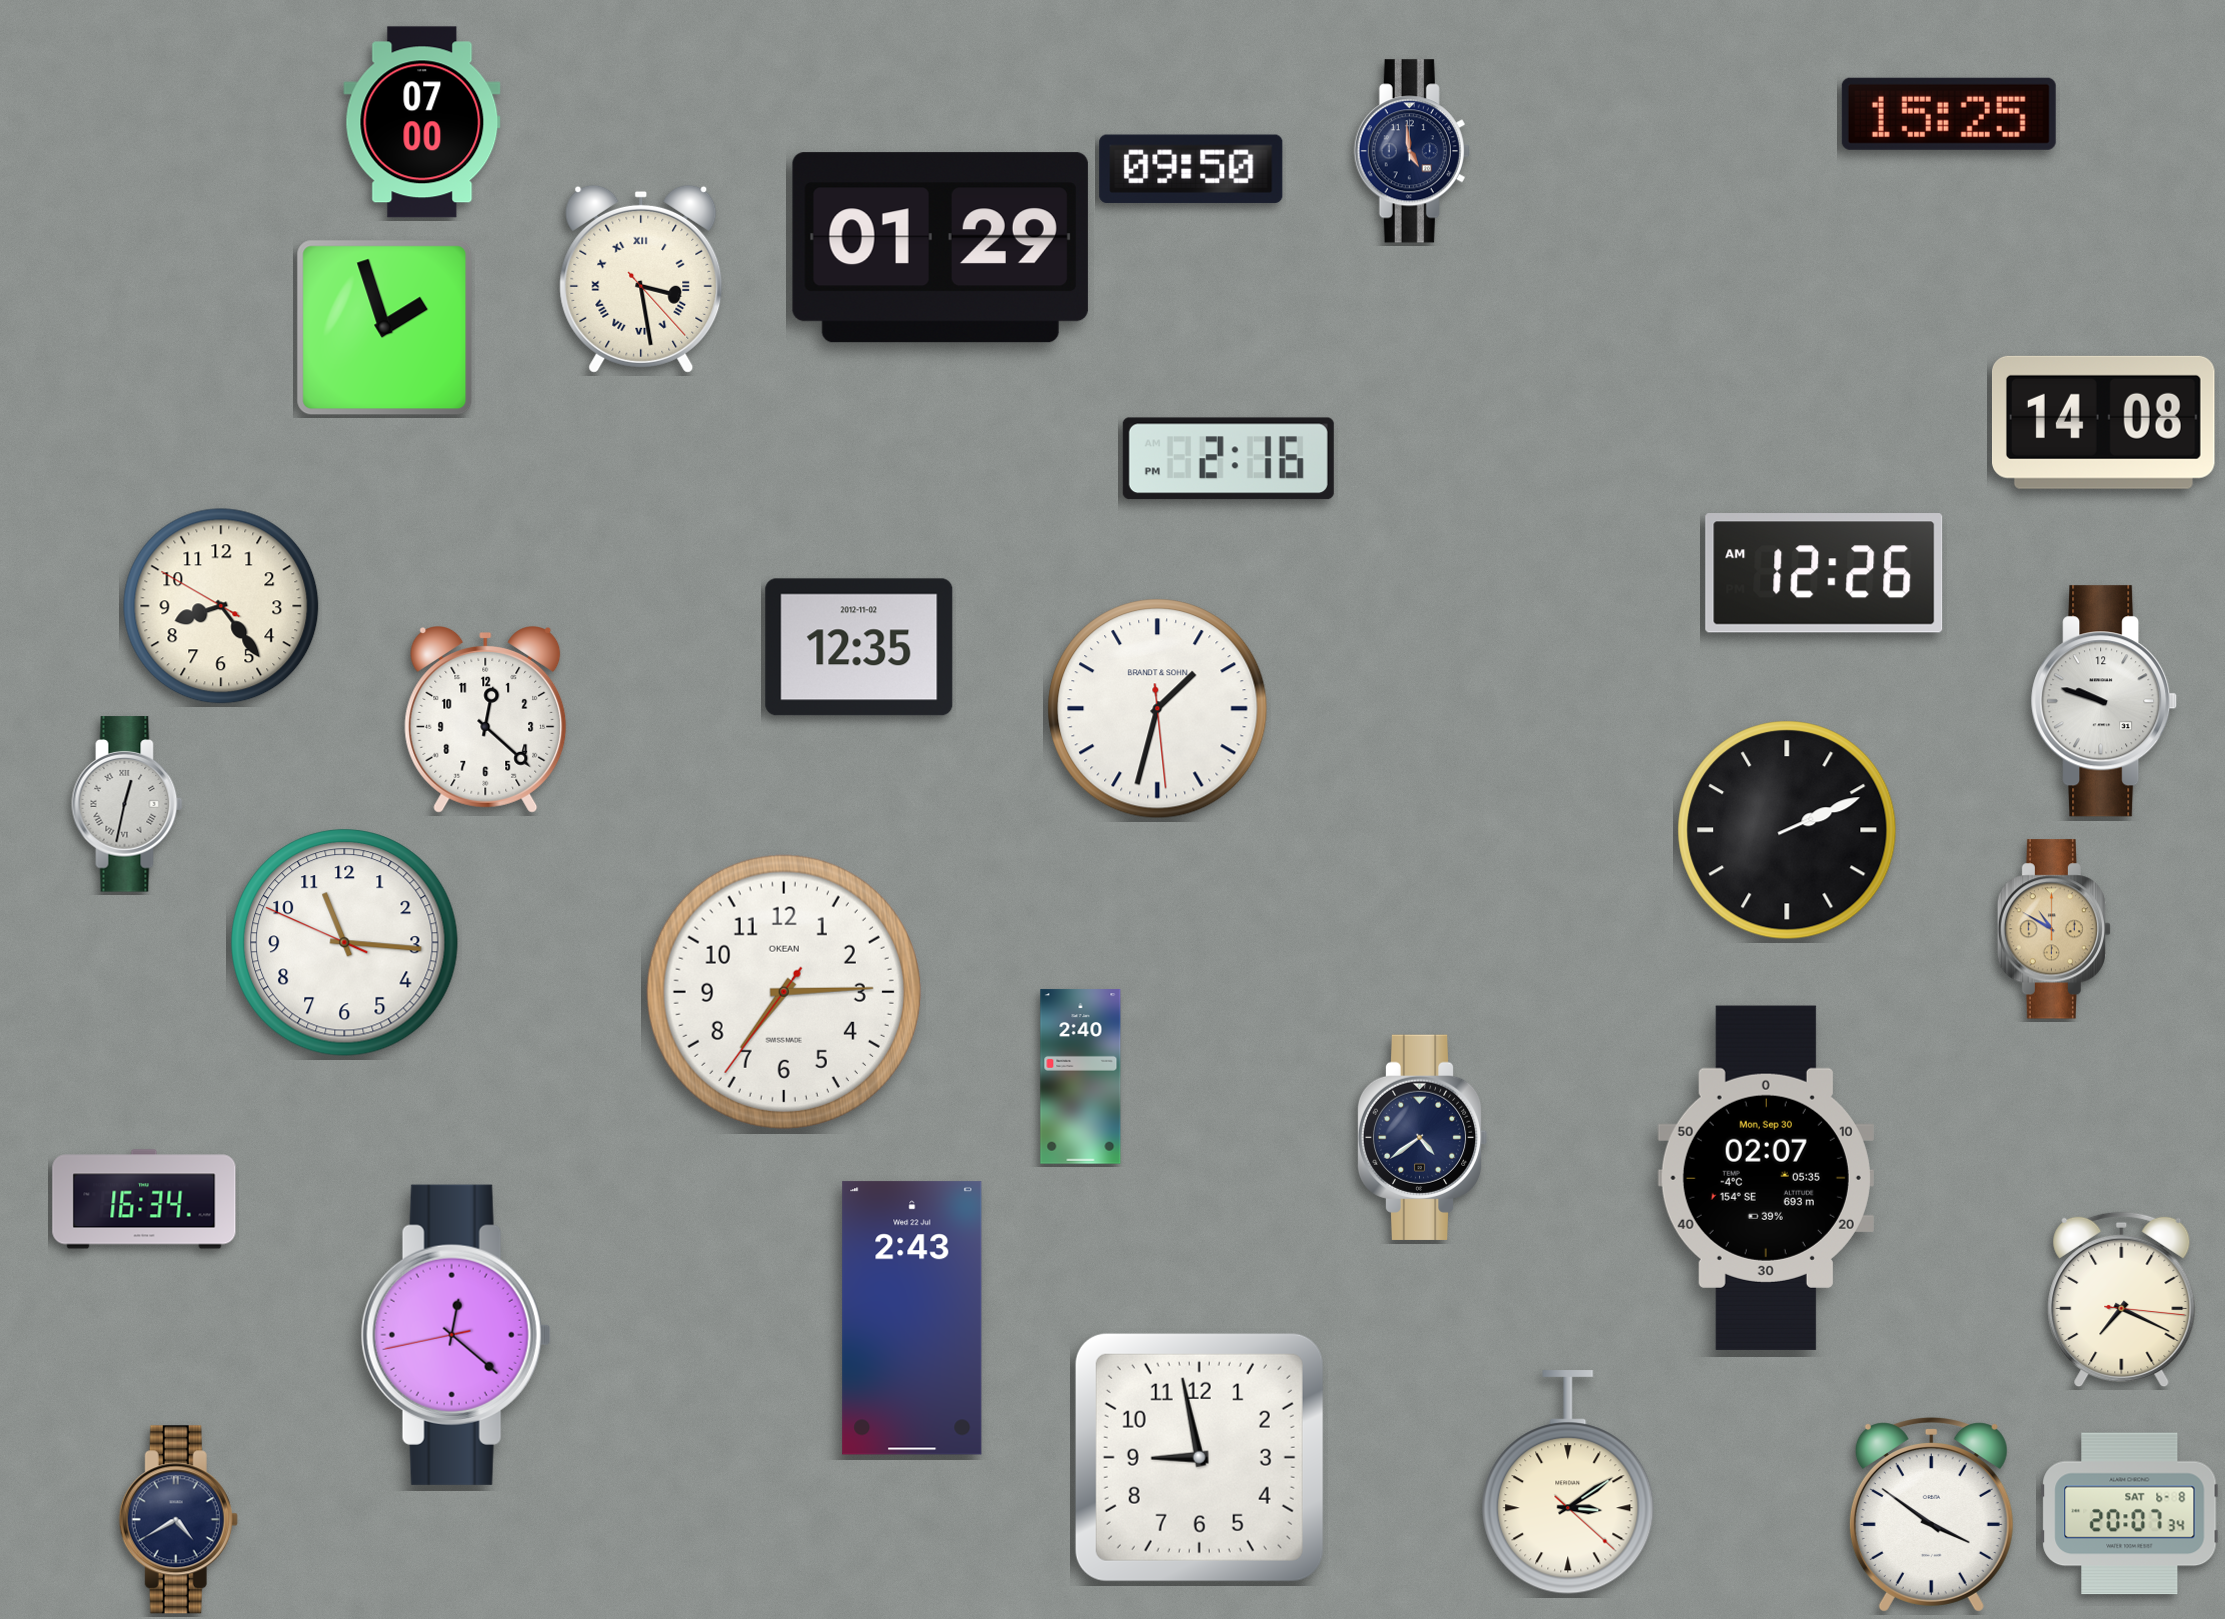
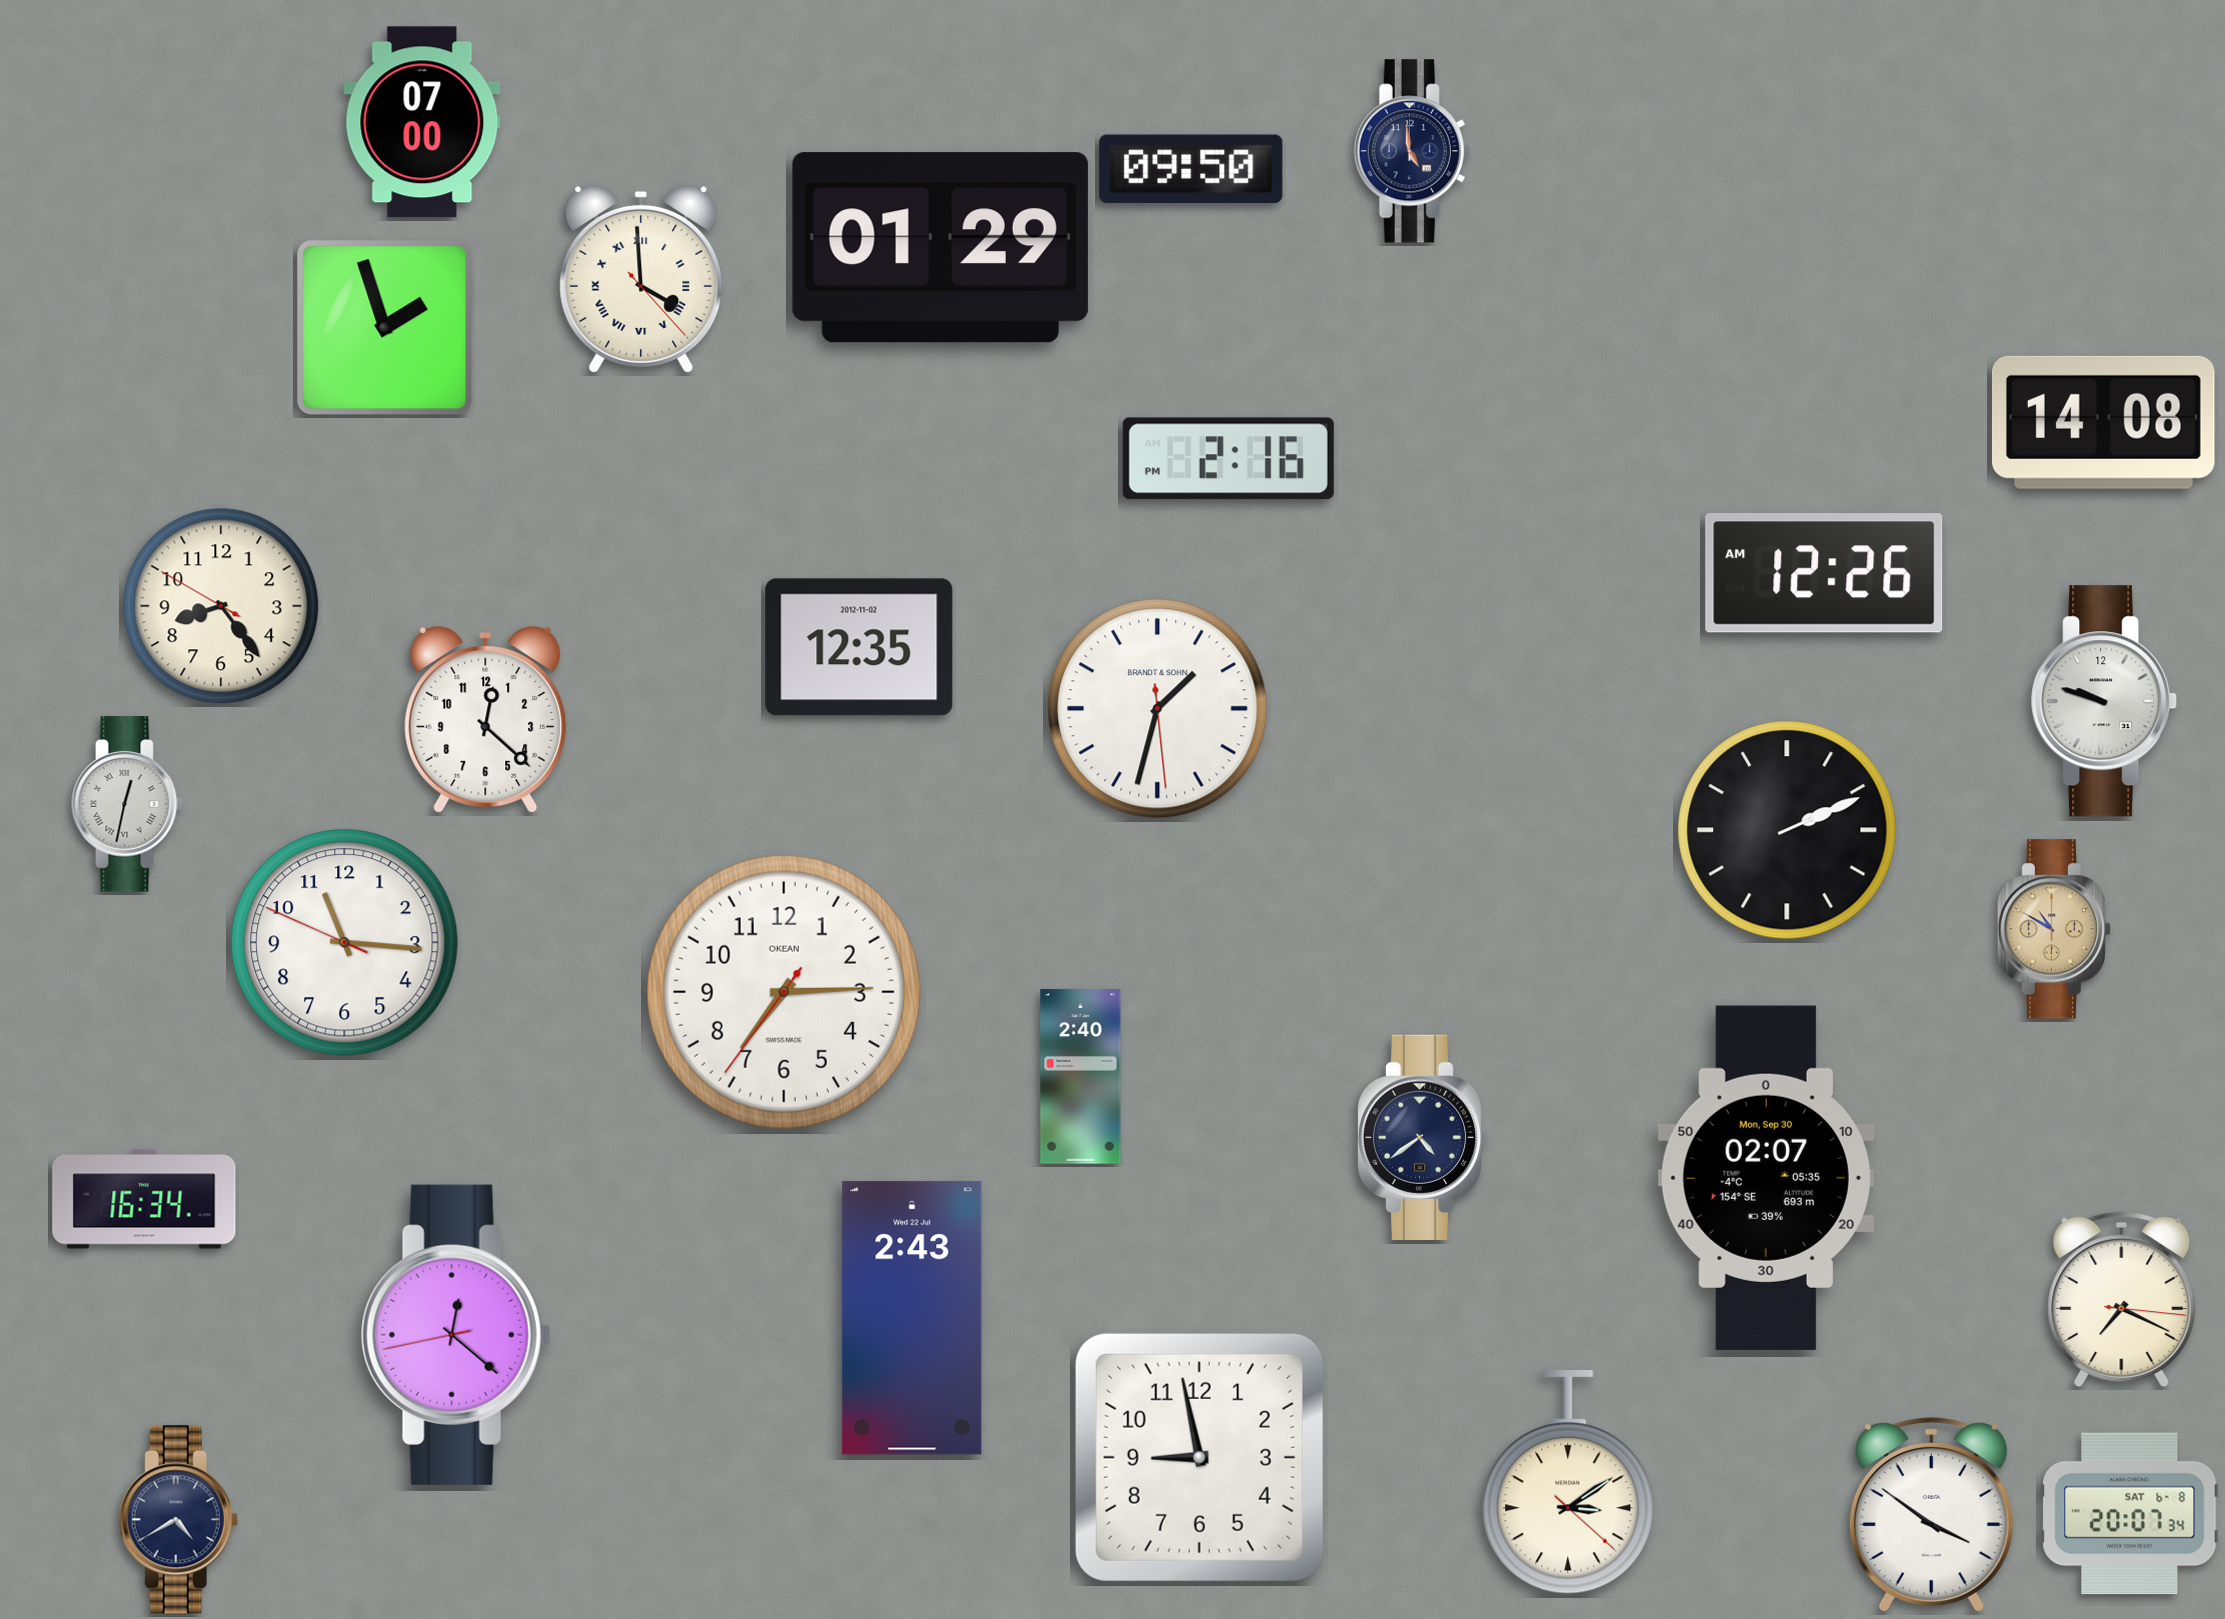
clock at (1949, 114): 15:25 -> none
clock at (641, 279): 3:28 -> 3:59
